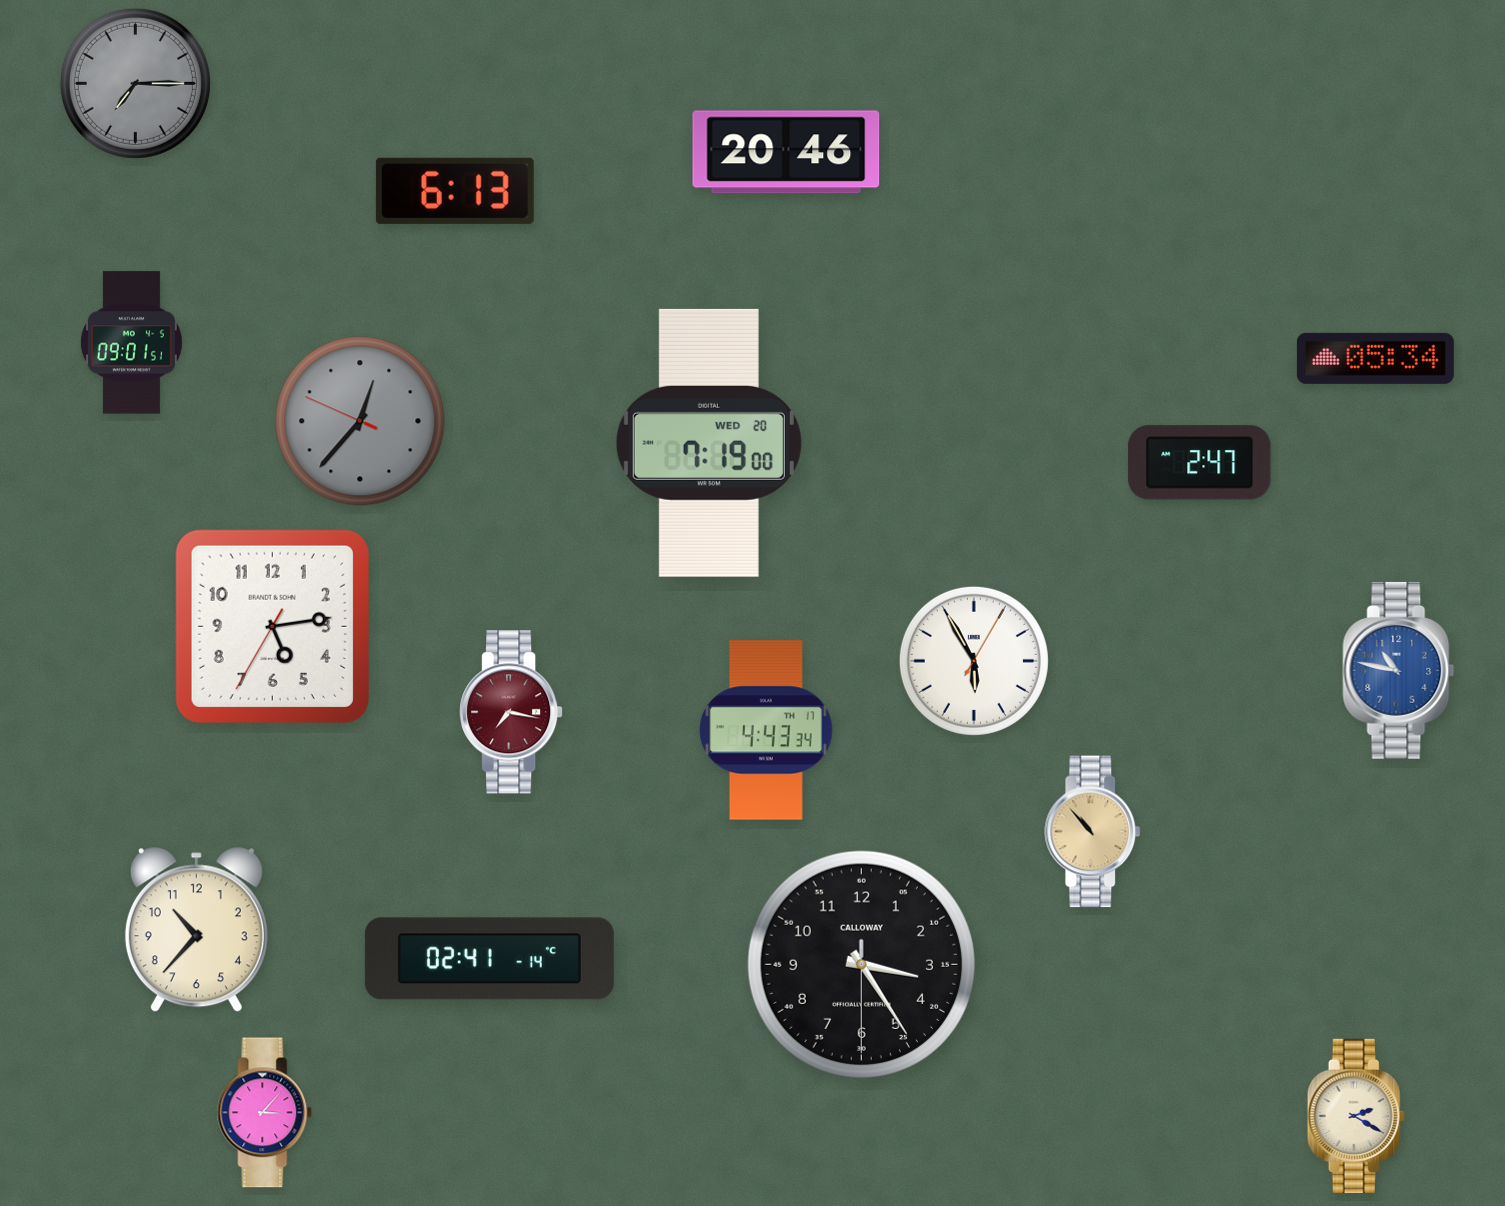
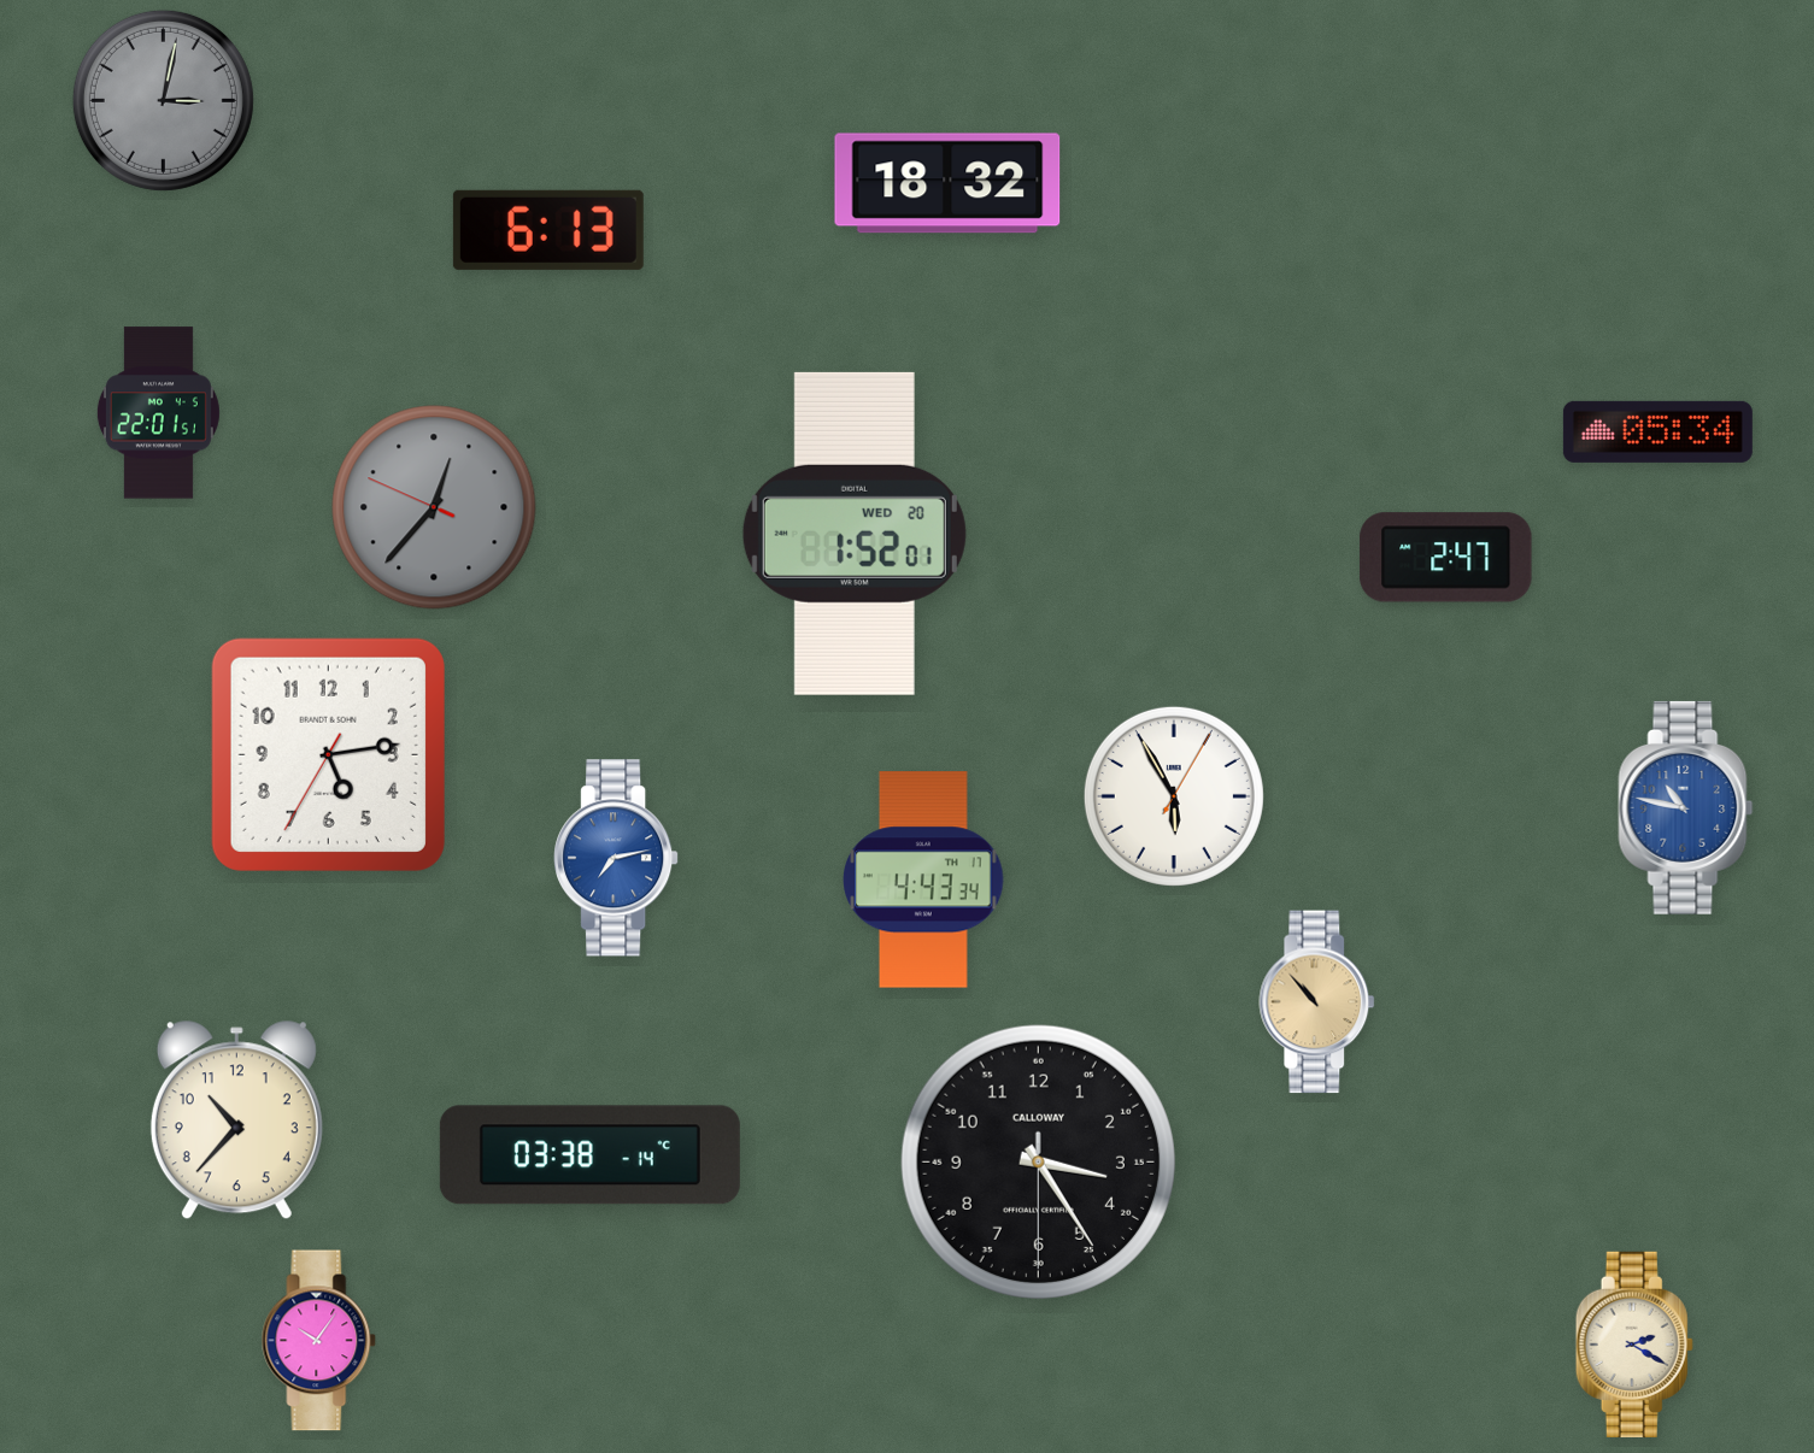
clock at (135, 83): 7:15 -> 3:02
clock at (786, 152): 20:46 -> 18:32
clock at (131, 343): 09:01 -> 22:01
clock at (709, 443): 7:19 -> 1:52
clock at (511, 712): 7:17 -> 7:13
clock at (511, 712) dial: burgundy -> blue
clock at (489, 959): 02:41 -> 03:38
clock at (265, 1113): 3:07 -> 10:06
